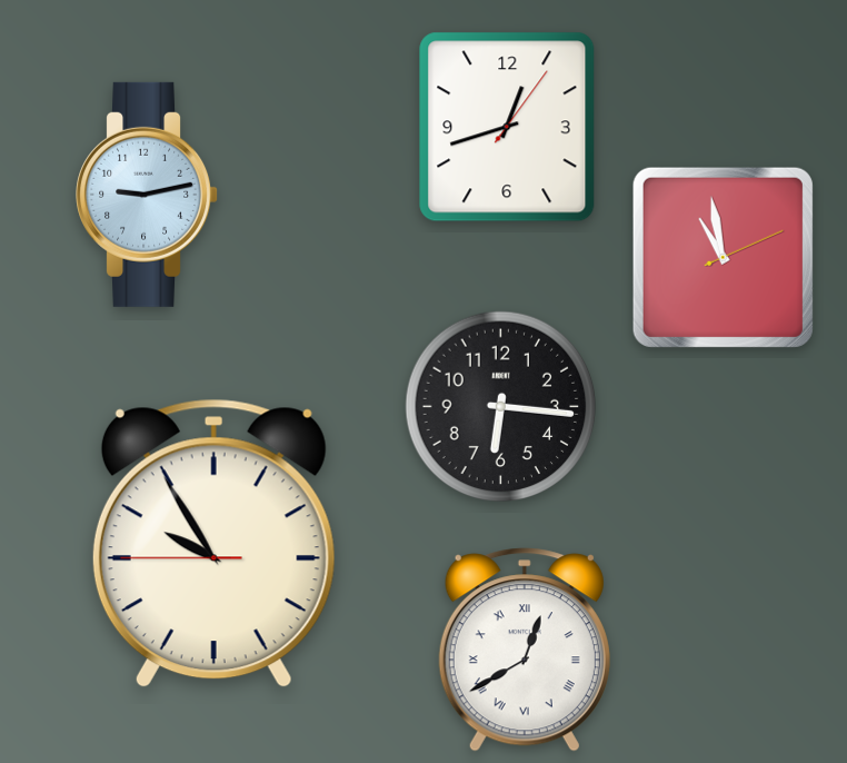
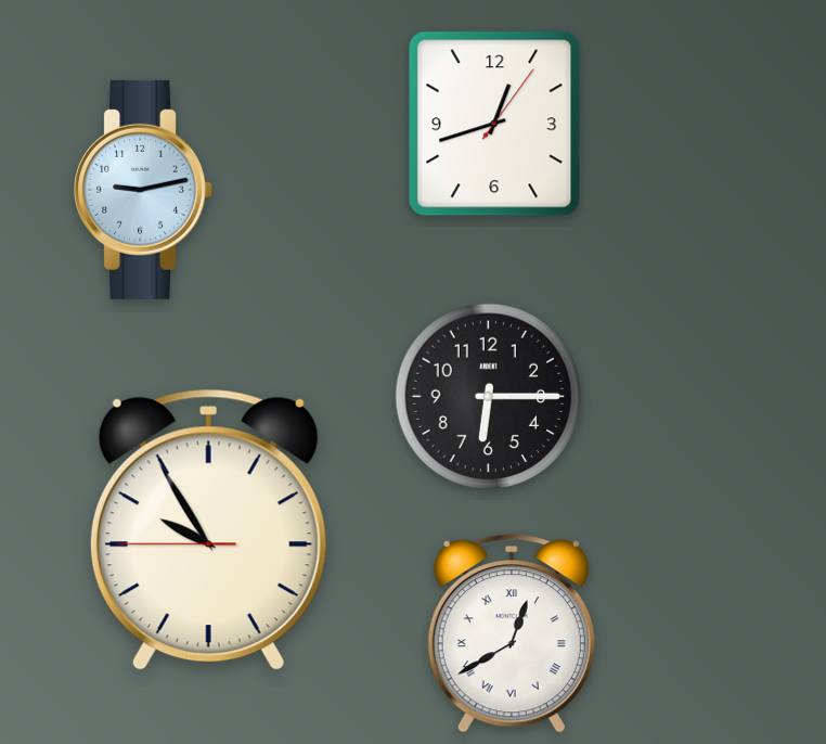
clock at (723, 257): 10:58 -> none
clock at (501, 407): 6:16 -> 6:15
